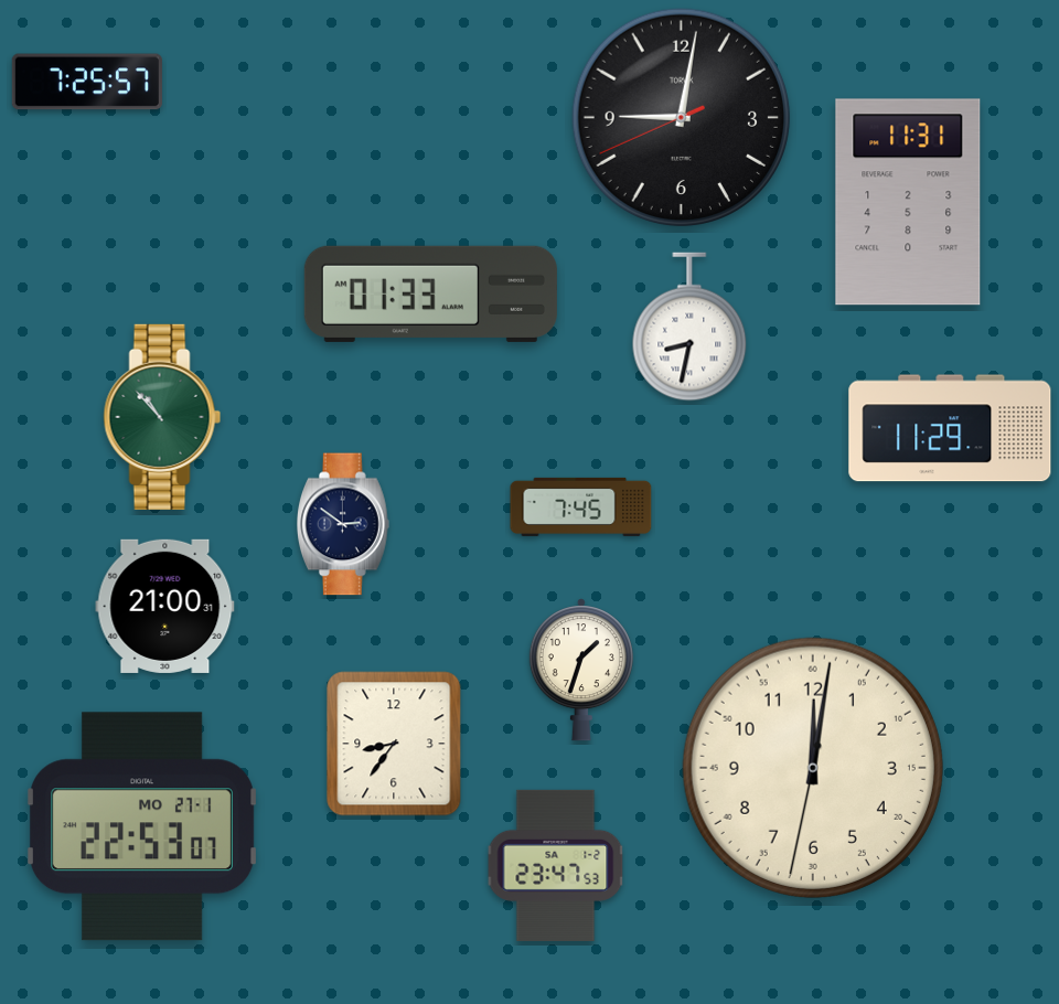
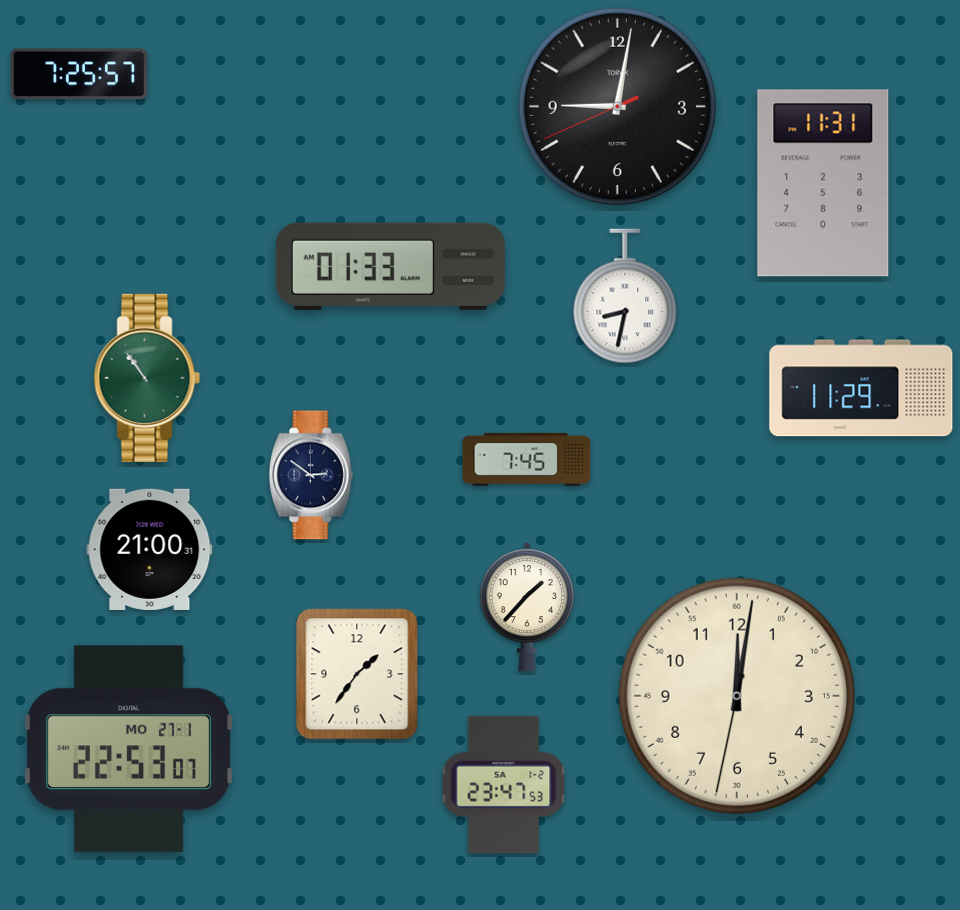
clock at (162, 417): 10:53 -> 10:54
clock at (581, 670): 1:33 -> 1:37
clock at (394, 744): 8:36 -> 1:36
